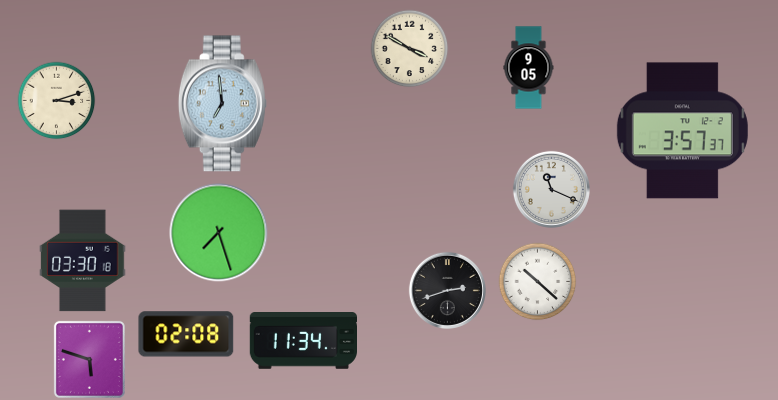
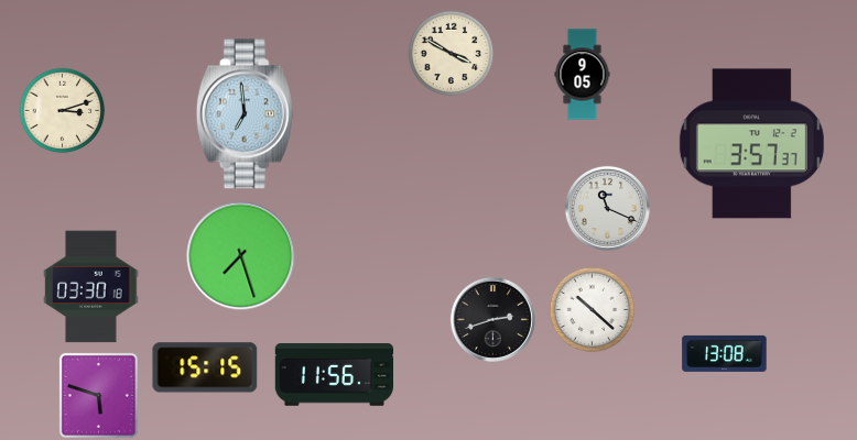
clock at (725, 353): none -> 13:08
clock at (186, 334): 02:08 -> 15:15
clock at (303, 341): 11:34 -> 11:56
